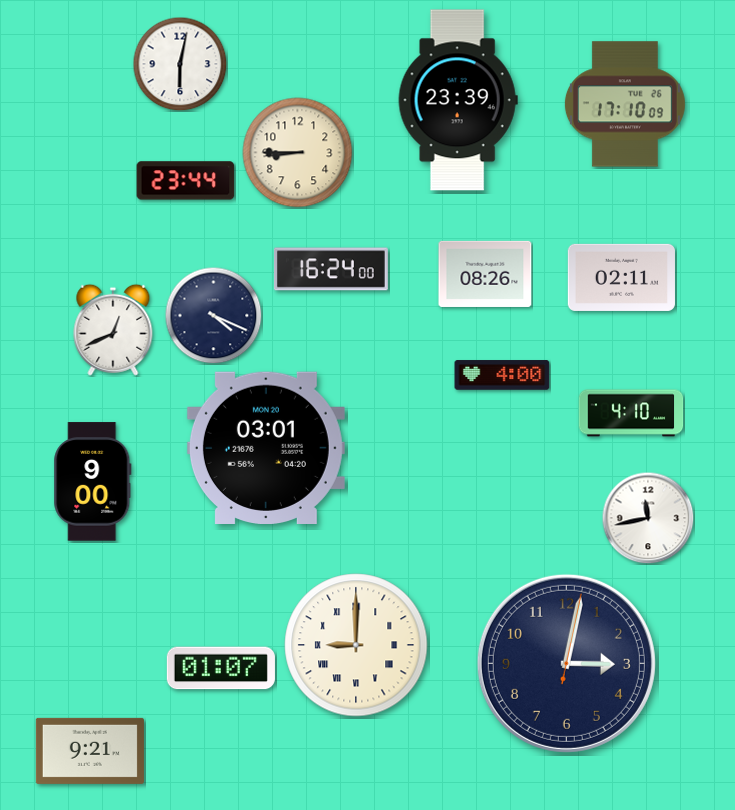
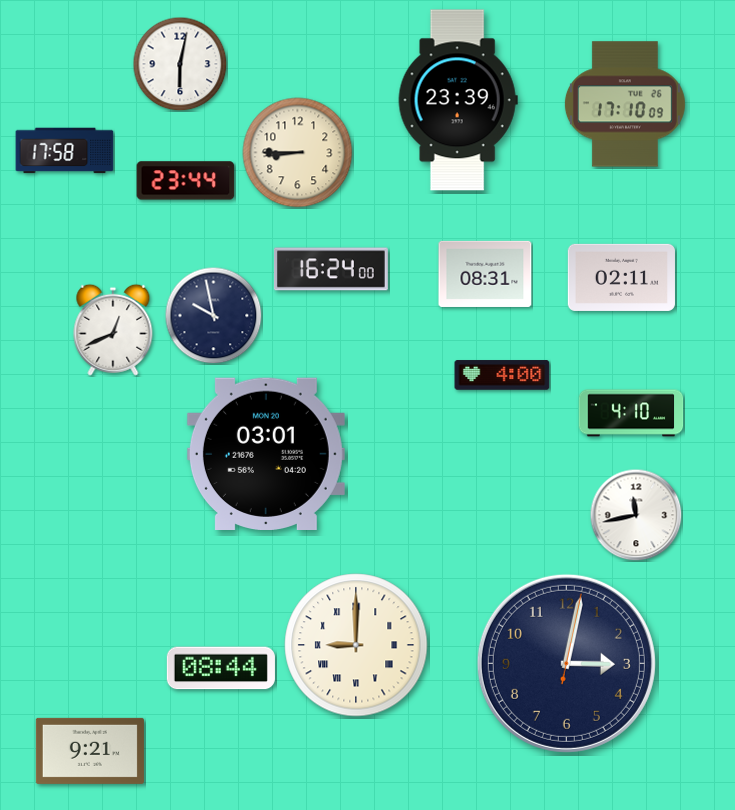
clock at (65, 151): none -> 17:58
clock at (485, 274): 08:26 -> 08:31
clock at (213, 315): 4:19 -> 9:58
clock at (266, 447) position: (266, 447) -> (266, 453)
clock at (93, 482): 9:00 -> none
clock at (648, 518) position: (648, 518) -> (636, 515)
clock at (221, 668): 01:07 -> 08:44
